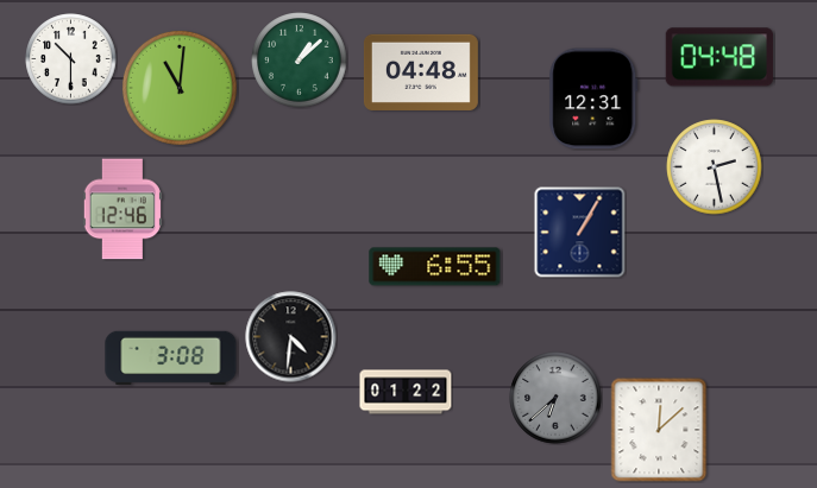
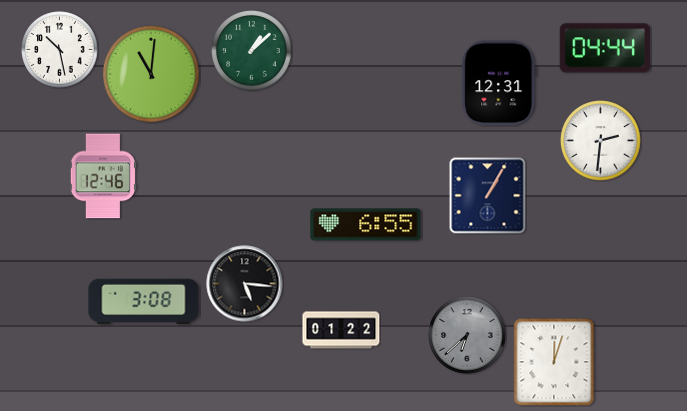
clock at (719, 57): 04:48 -> 04:44
clock at (71, 59): 10:30 -> 10:28
clock at (421, 72): 04:48 -> none
clock at (715, 167): 2:28 -> 2:31
clock at (291, 337): 4:31 -> 5:16
clock at (659, 430): 12:08 -> 12:03
